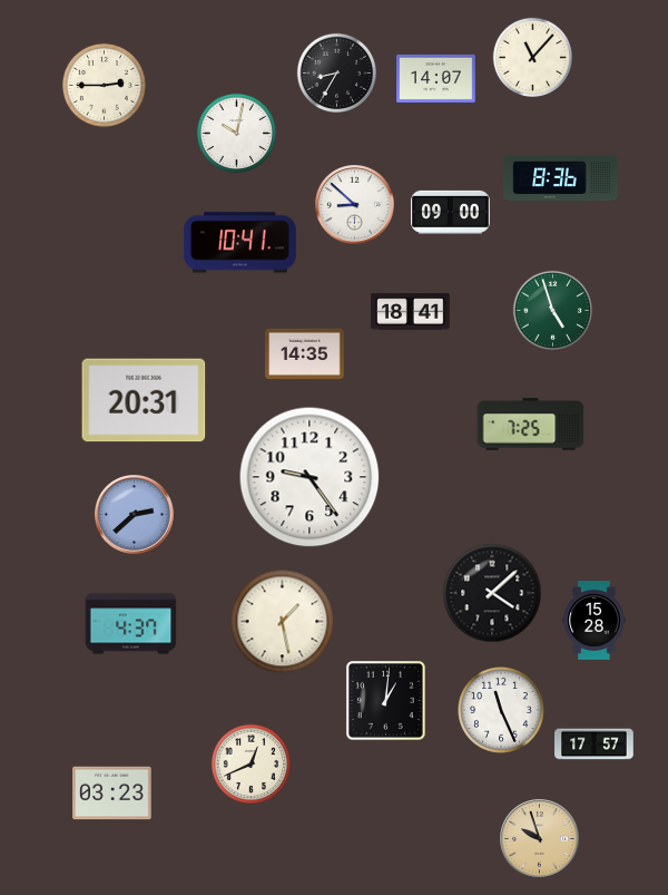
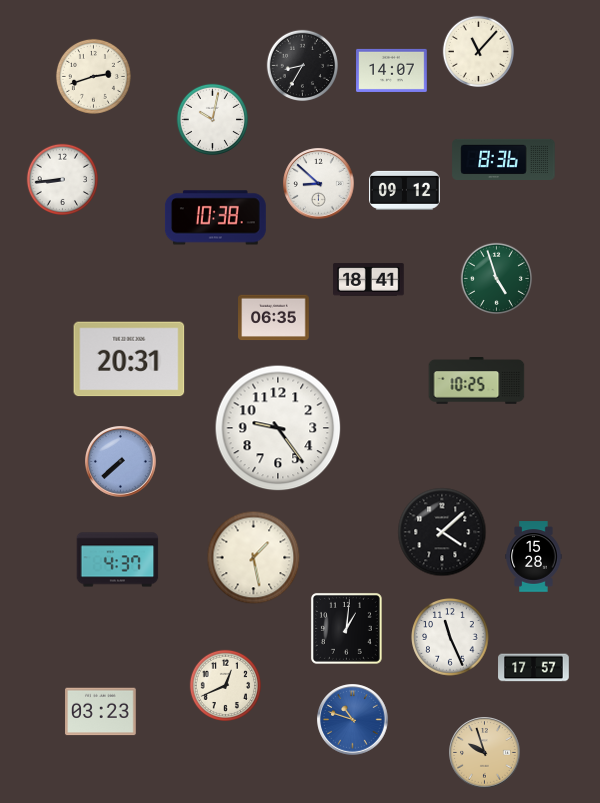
clock at (104, 85): 2:45 -> 2:42
clock at (62, 179): none -> 8:44
clock at (451, 212): 09:00 -> 09:12
clock at (239, 243): 10:41 -> 10:38
clock at (305, 354): 14:35 -> 06:35
clock at (531, 425): 7:25 -> 10:25
clock at (135, 515): 2:38 -> 7:38
clock at (353, 720): none -> 10:48
